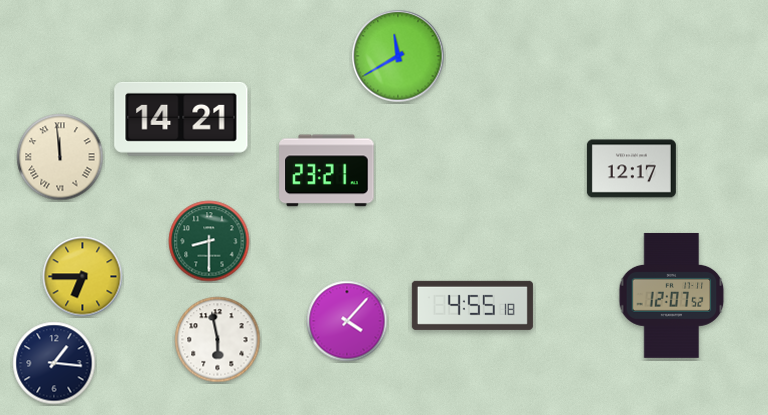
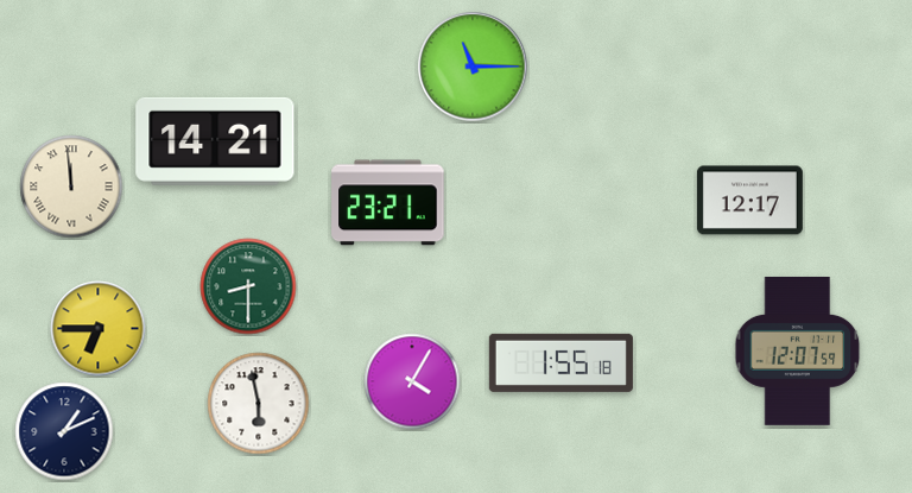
clock at (398, 56): 11:40 -> 11:15
clock at (672, 295): 12:07:52 -> 12:07:59
clock at (472, 305): 4:55 -> 1:55
clock at (347, 321): 4:07 -> 4:05
clock at (54, 363): 1:16 -> 1:11
